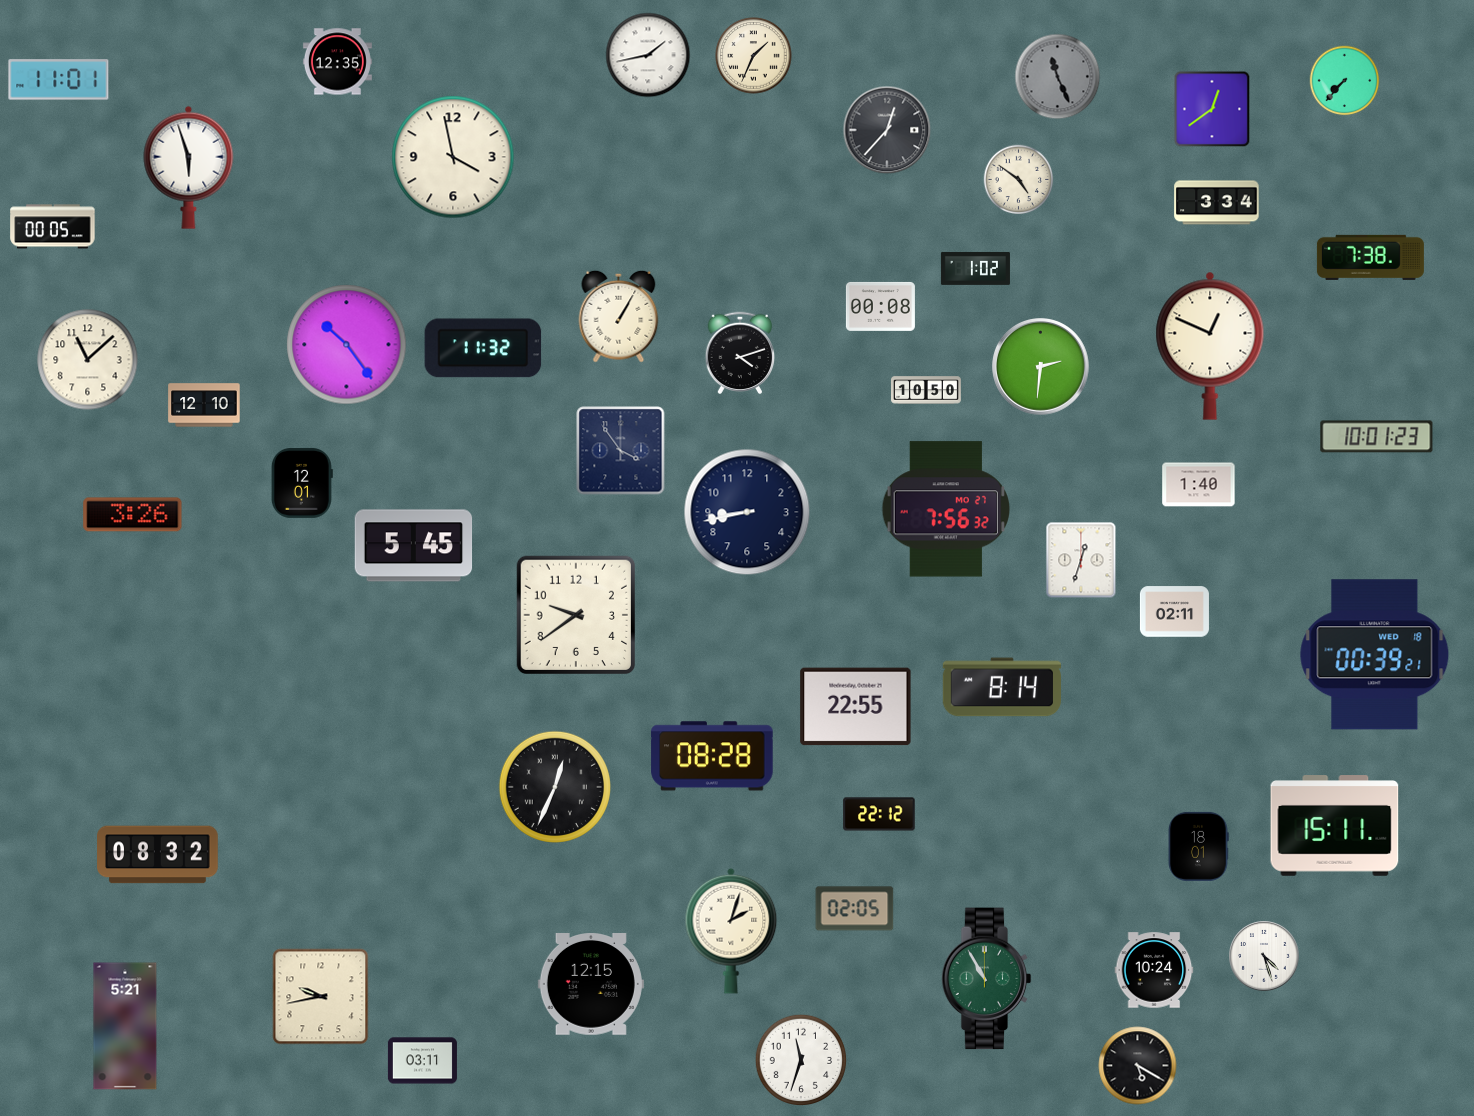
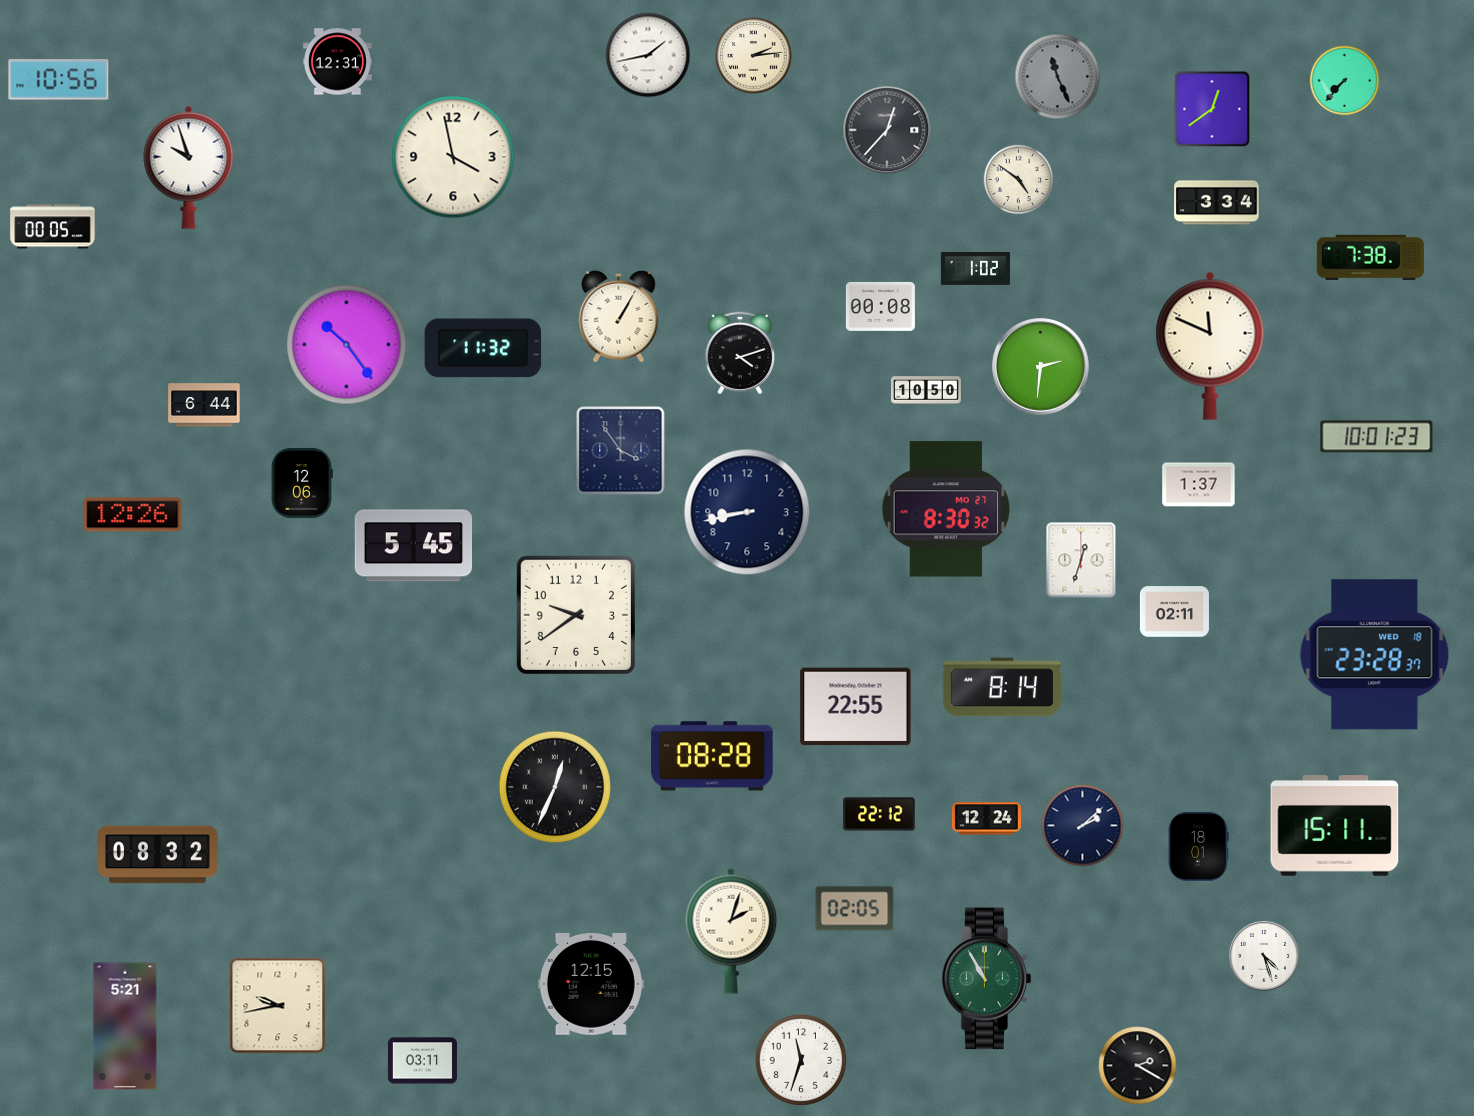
clock at (754, 56): 1:34 -> 2:14
clock at (337, 62): 12:35 -> 12:31
clock at (59, 80): 11:01 -> 10:56
clock at (189, 167): 5:57 -> 9:57
clock at (1210, 346): 12:49 -> 11:49
clock at (88, 360): 11:08 -> none
clock at (204, 405): 12:10 -> 6:44
clock at (302, 483): 12:01 -> 12:06
clock at (1199, 485): 1:40 -> 1:37
clock at (945, 509): 7:56 -> 8:30
clock at (133, 515): 3:26 -> 12:26
clock at (1375, 655): 00:39 -> 23:28
clock at (986, 819): none -> 12:24
clock at (1083, 826): none -> 2:08
clock at (1154, 970): 10:24 -> none
clock at (321, 997) position: (321, 997) -> (278, 1006)
clock at (1138, 1066): 5:20 -> 2:20
